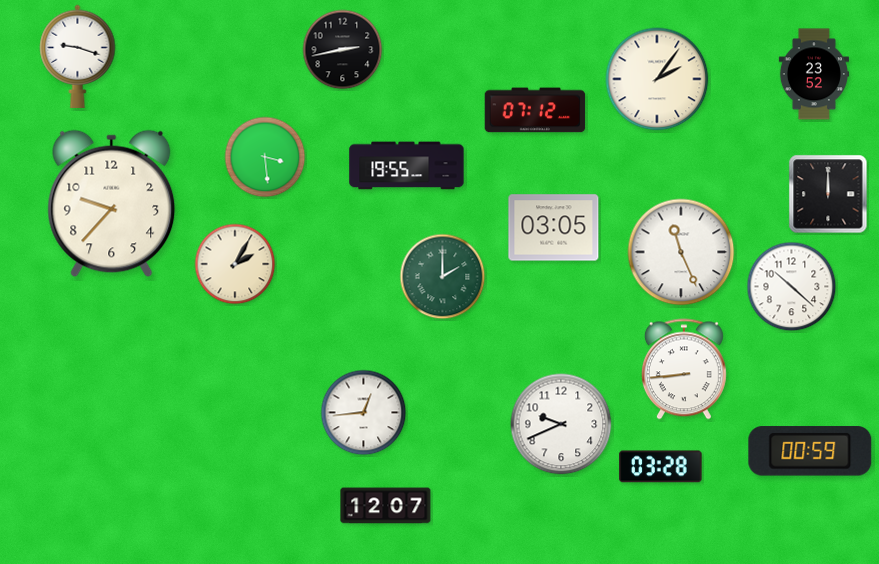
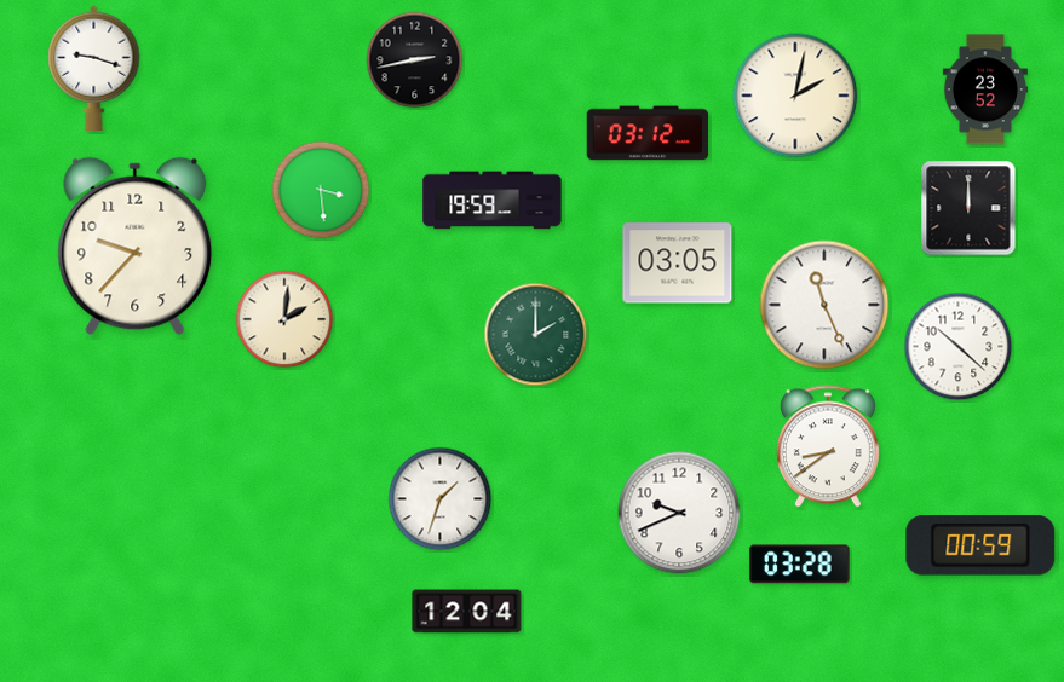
clock at (657, 79): 2:06 -> 2:02
clock at (535, 110): 07:12 -> 03:12
clock at (407, 166): 19:55 -> 19:59
clock at (828, 194) position: (828, 194) -> (968, 208)
clock at (554, 228) position: (554, 228) -> (678, 264)
clock at (235, 264): 2:05 -> 2:01
clock at (684, 369): 8:44 -> 8:39
clock at (364, 413): 12:44 -> 1:33
clock at (386, 506): 12:07 -> 12:04
